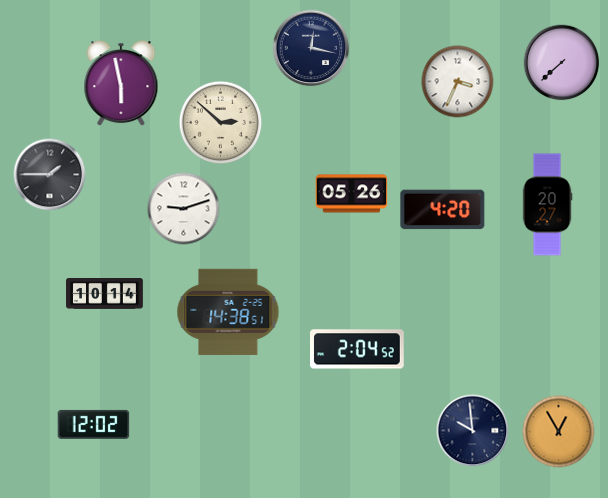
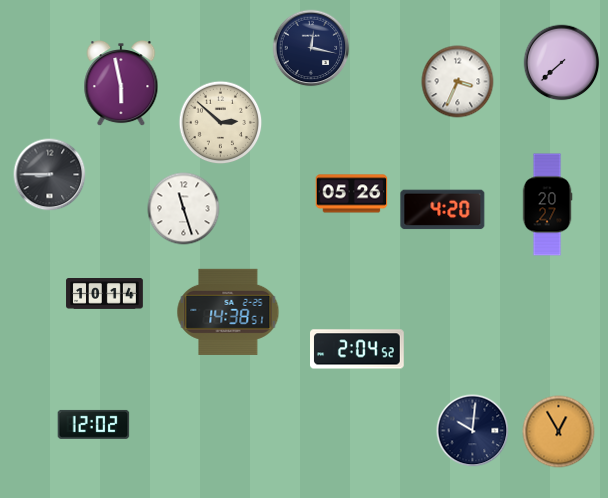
clock at (50, 175): 1:45 -> 8:45
clock at (184, 209): 9:12 -> 11:27
clock at (473, 431): 9:59 -> 10:01
